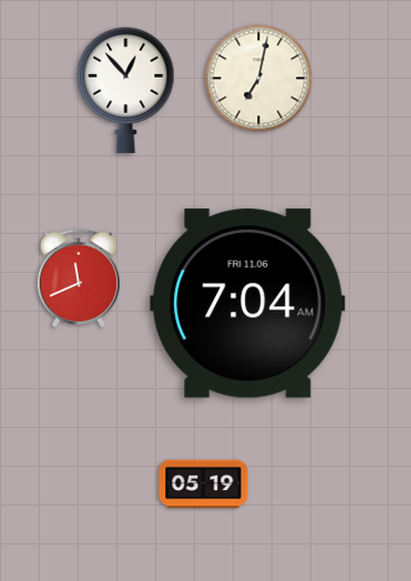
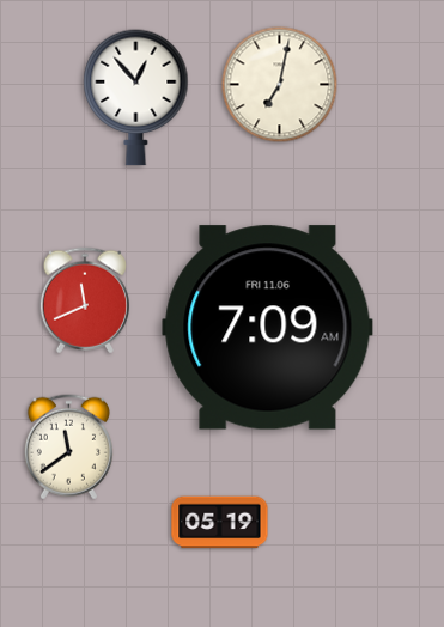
clock at (248, 304): 7:04 -> 7:09
clock at (68, 448): none -> 11:39
